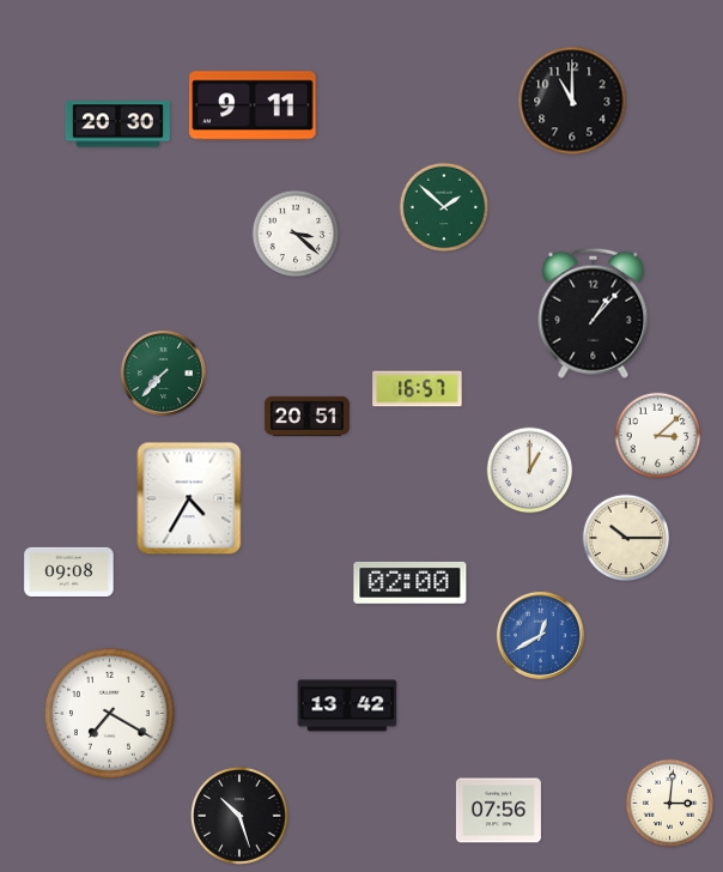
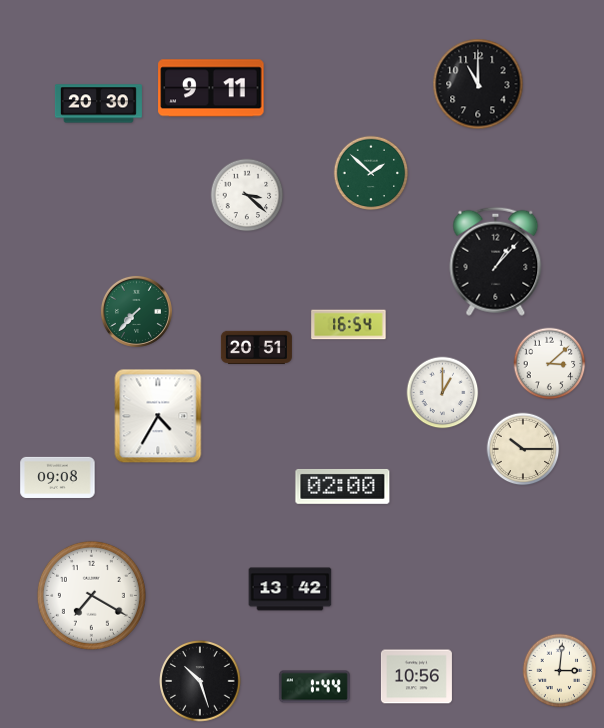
clock at (418, 389): 16:57 -> 16:54
clock at (540, 635): 12:40 -> none
clock at (498, 811): 07:56 -> 10:56
clock at (314, 687): none -> 1:44
